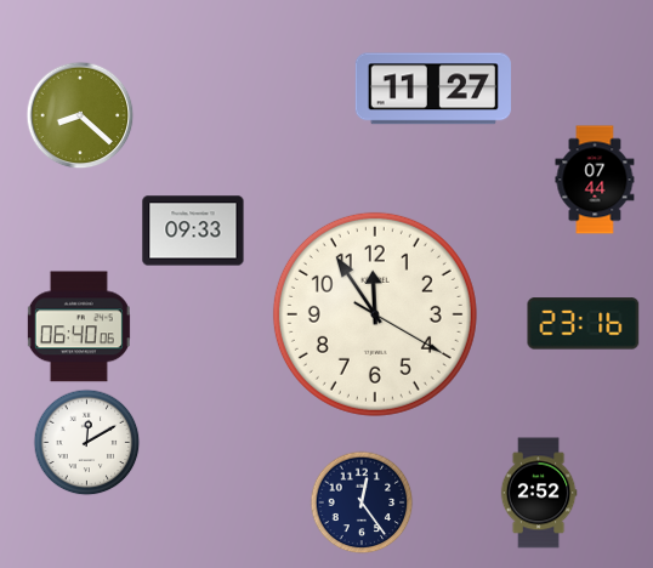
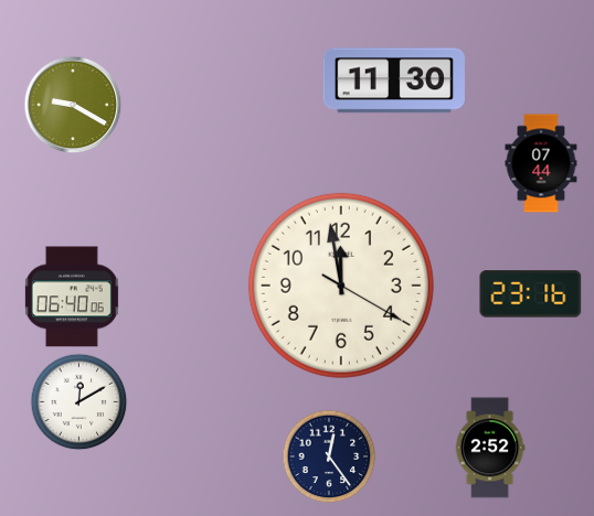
clock at (433, 89): 11:27 -> 11:30
clock at (80, 115): 8:22 -> 9:20
clock at (193, 231): 09:33 -> none
clock at (375, 314): 11:54 -> 11:58
